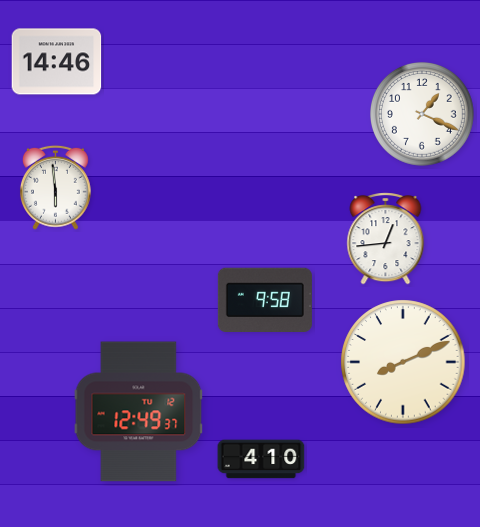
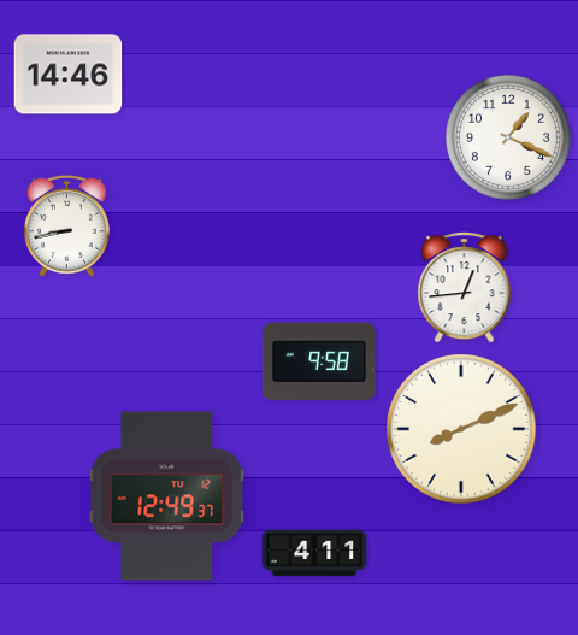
clock at (55, 187): 5:59 -> 8:43
clock at (403, 362) position: (403, 362) -> (461, 429)
clock at (261, 459): 4:10 -> 4:11
